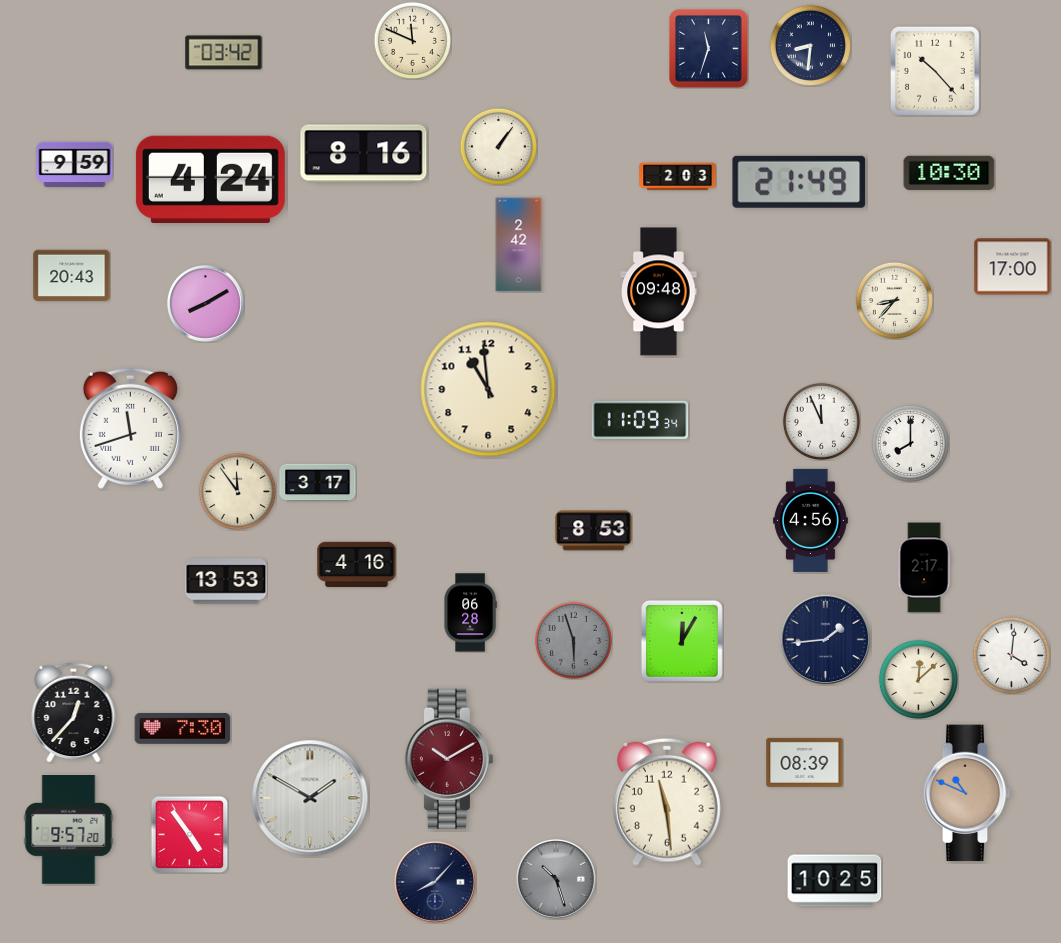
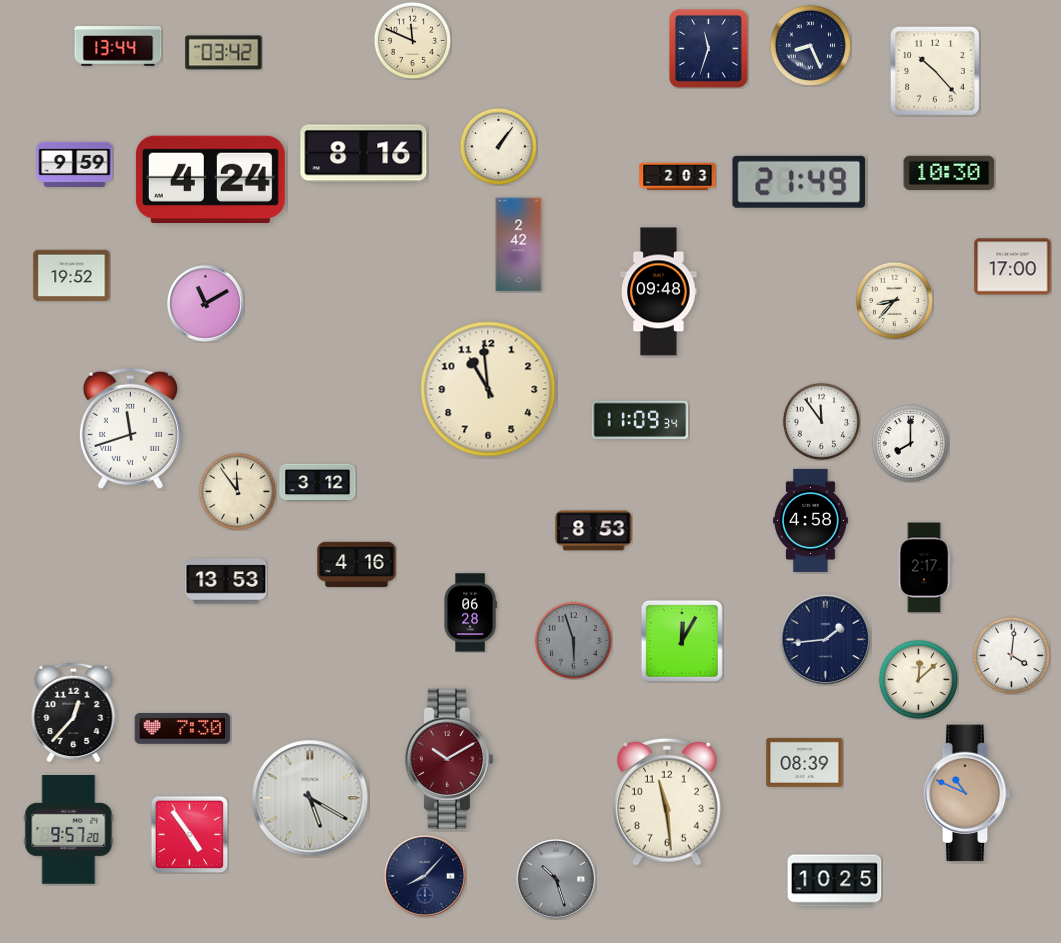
clock at (810, 45): 8:31 -> 8:26
clock at (118, 46): none -> 13:44
clock at (72, 276): 20:43 -> 19:52
clock at (206, 304): 8:10 -> 11:10
clock at (821, 421): 11:56 -> 11:54
clock at (318, 483): 3:17 -> 3:12
clock at (810, 520): 4:56 -> 4:58
clock at (310, 798): 1:50 -> 5:20
clock at (435, 882) position: (435, 882) -> (425, 876)
